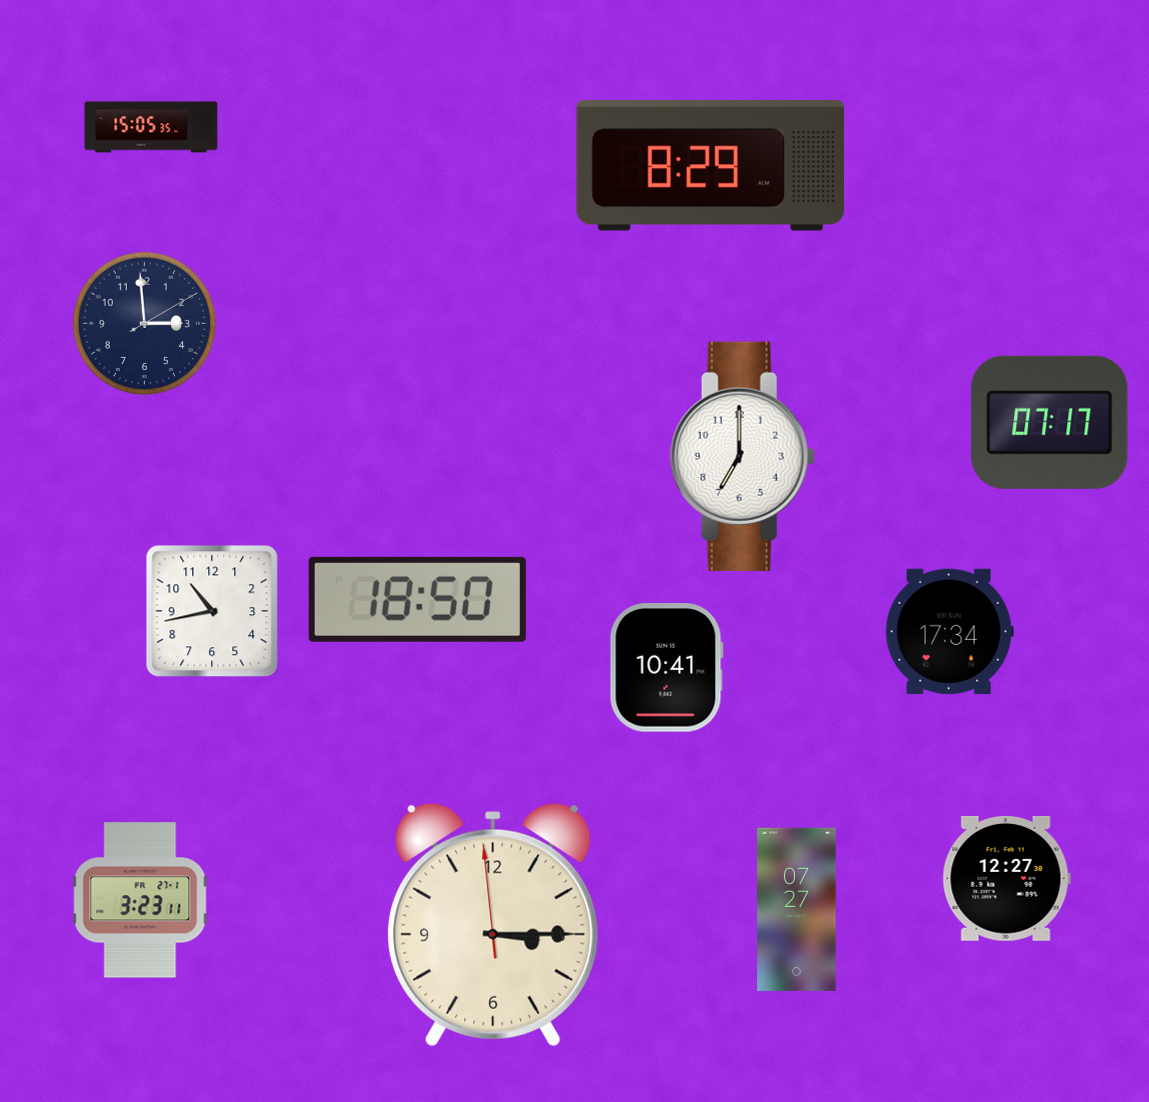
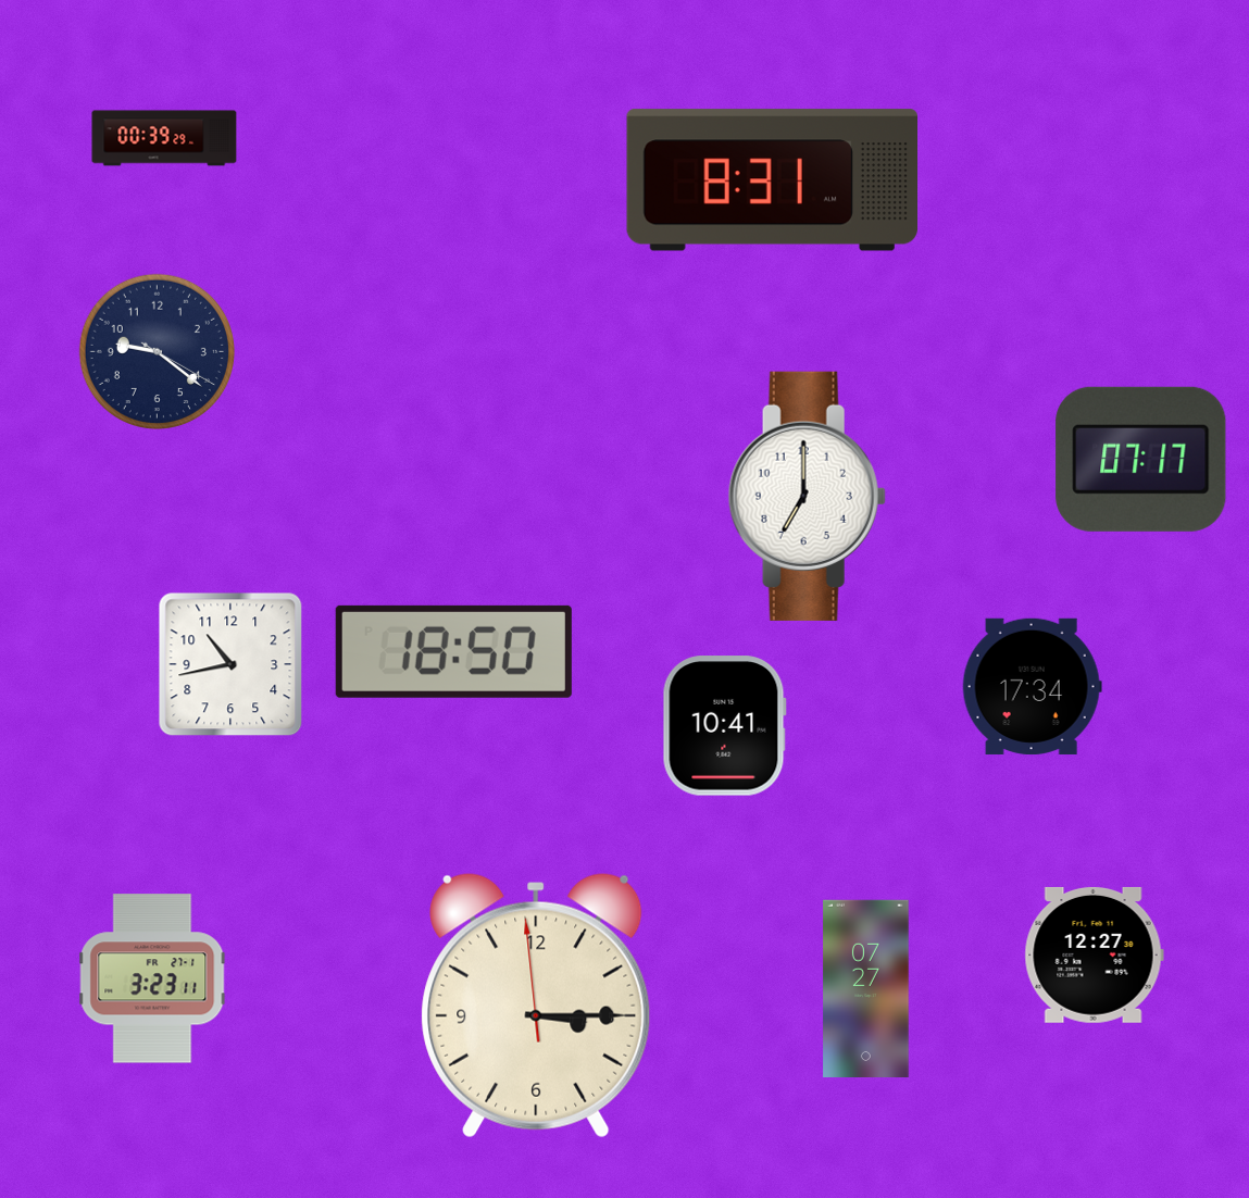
clock at (151, 127): 15:05 -> 00:39
clock at (710, 166): 8:29 -> 8:31
clock at (144, 323): 2:59 -> 9:21
